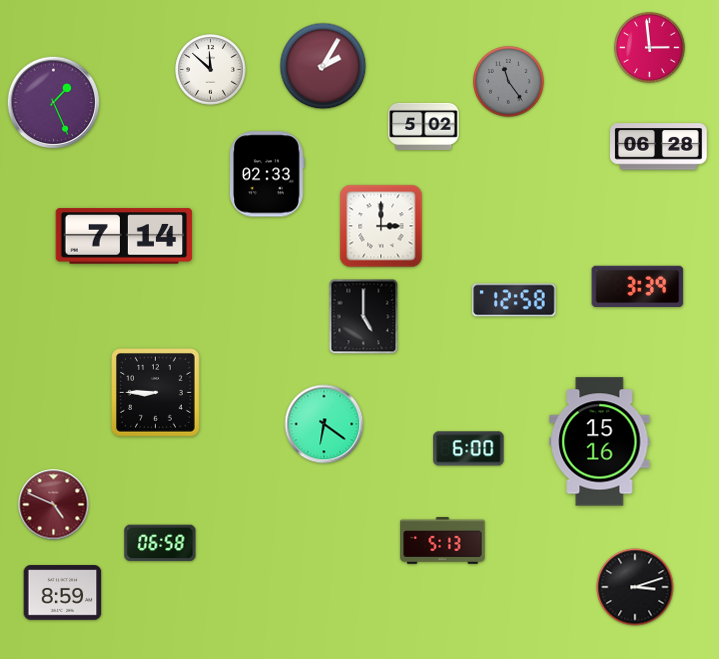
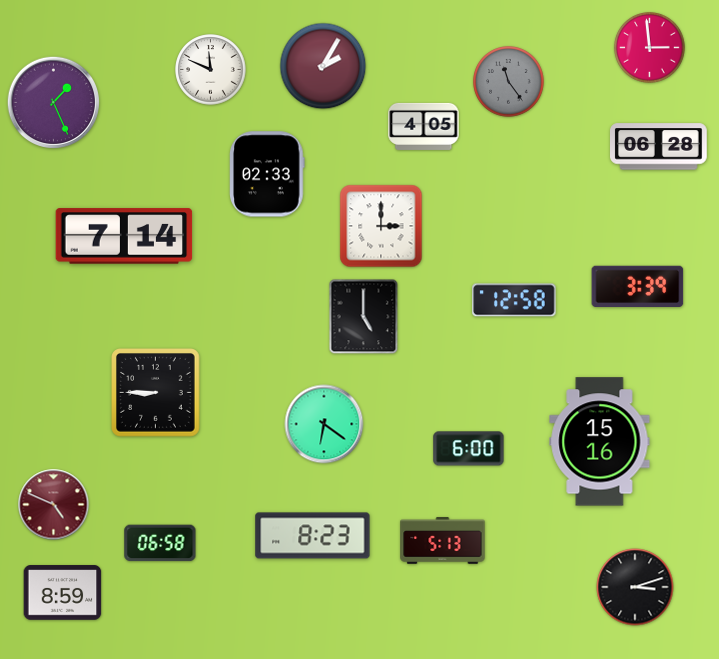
clock at (211, 70): 11:52 -> 11:49
clock at (424, 126): 5:02 -> 4:05
clock at (313, 536): none -> 8:23
